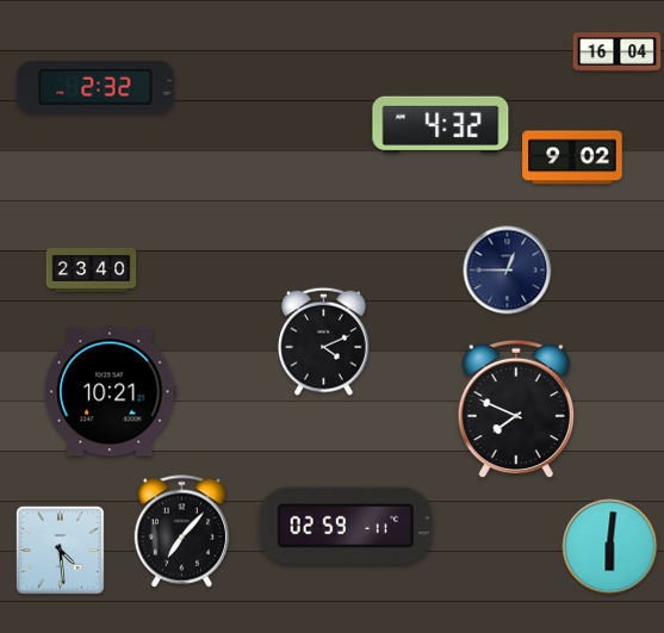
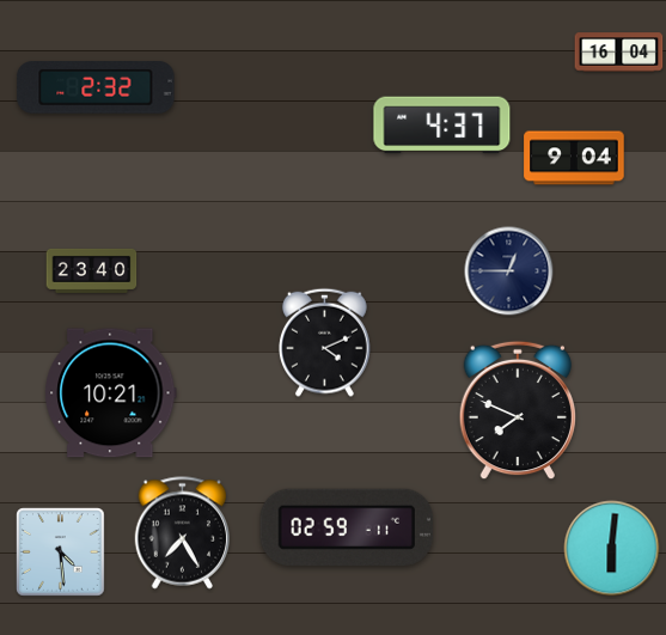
clock at (441, 125): 4:32 -> 4:37
clock at (572, 157): 9:02 -> 9:04
clock at (182, 532): 7:07 -> 7:25
